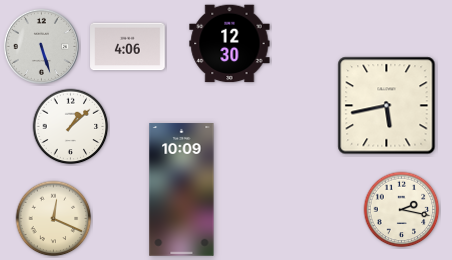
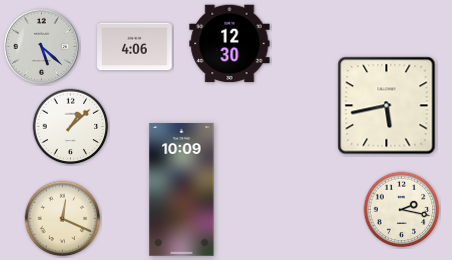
clock at (41, 46): 5:27 -> 5:22
clock at (128, 47) position: (128, 47) -> (135, 47)
clock at (54, 219) position: (54, 219) -> (63, 219)
